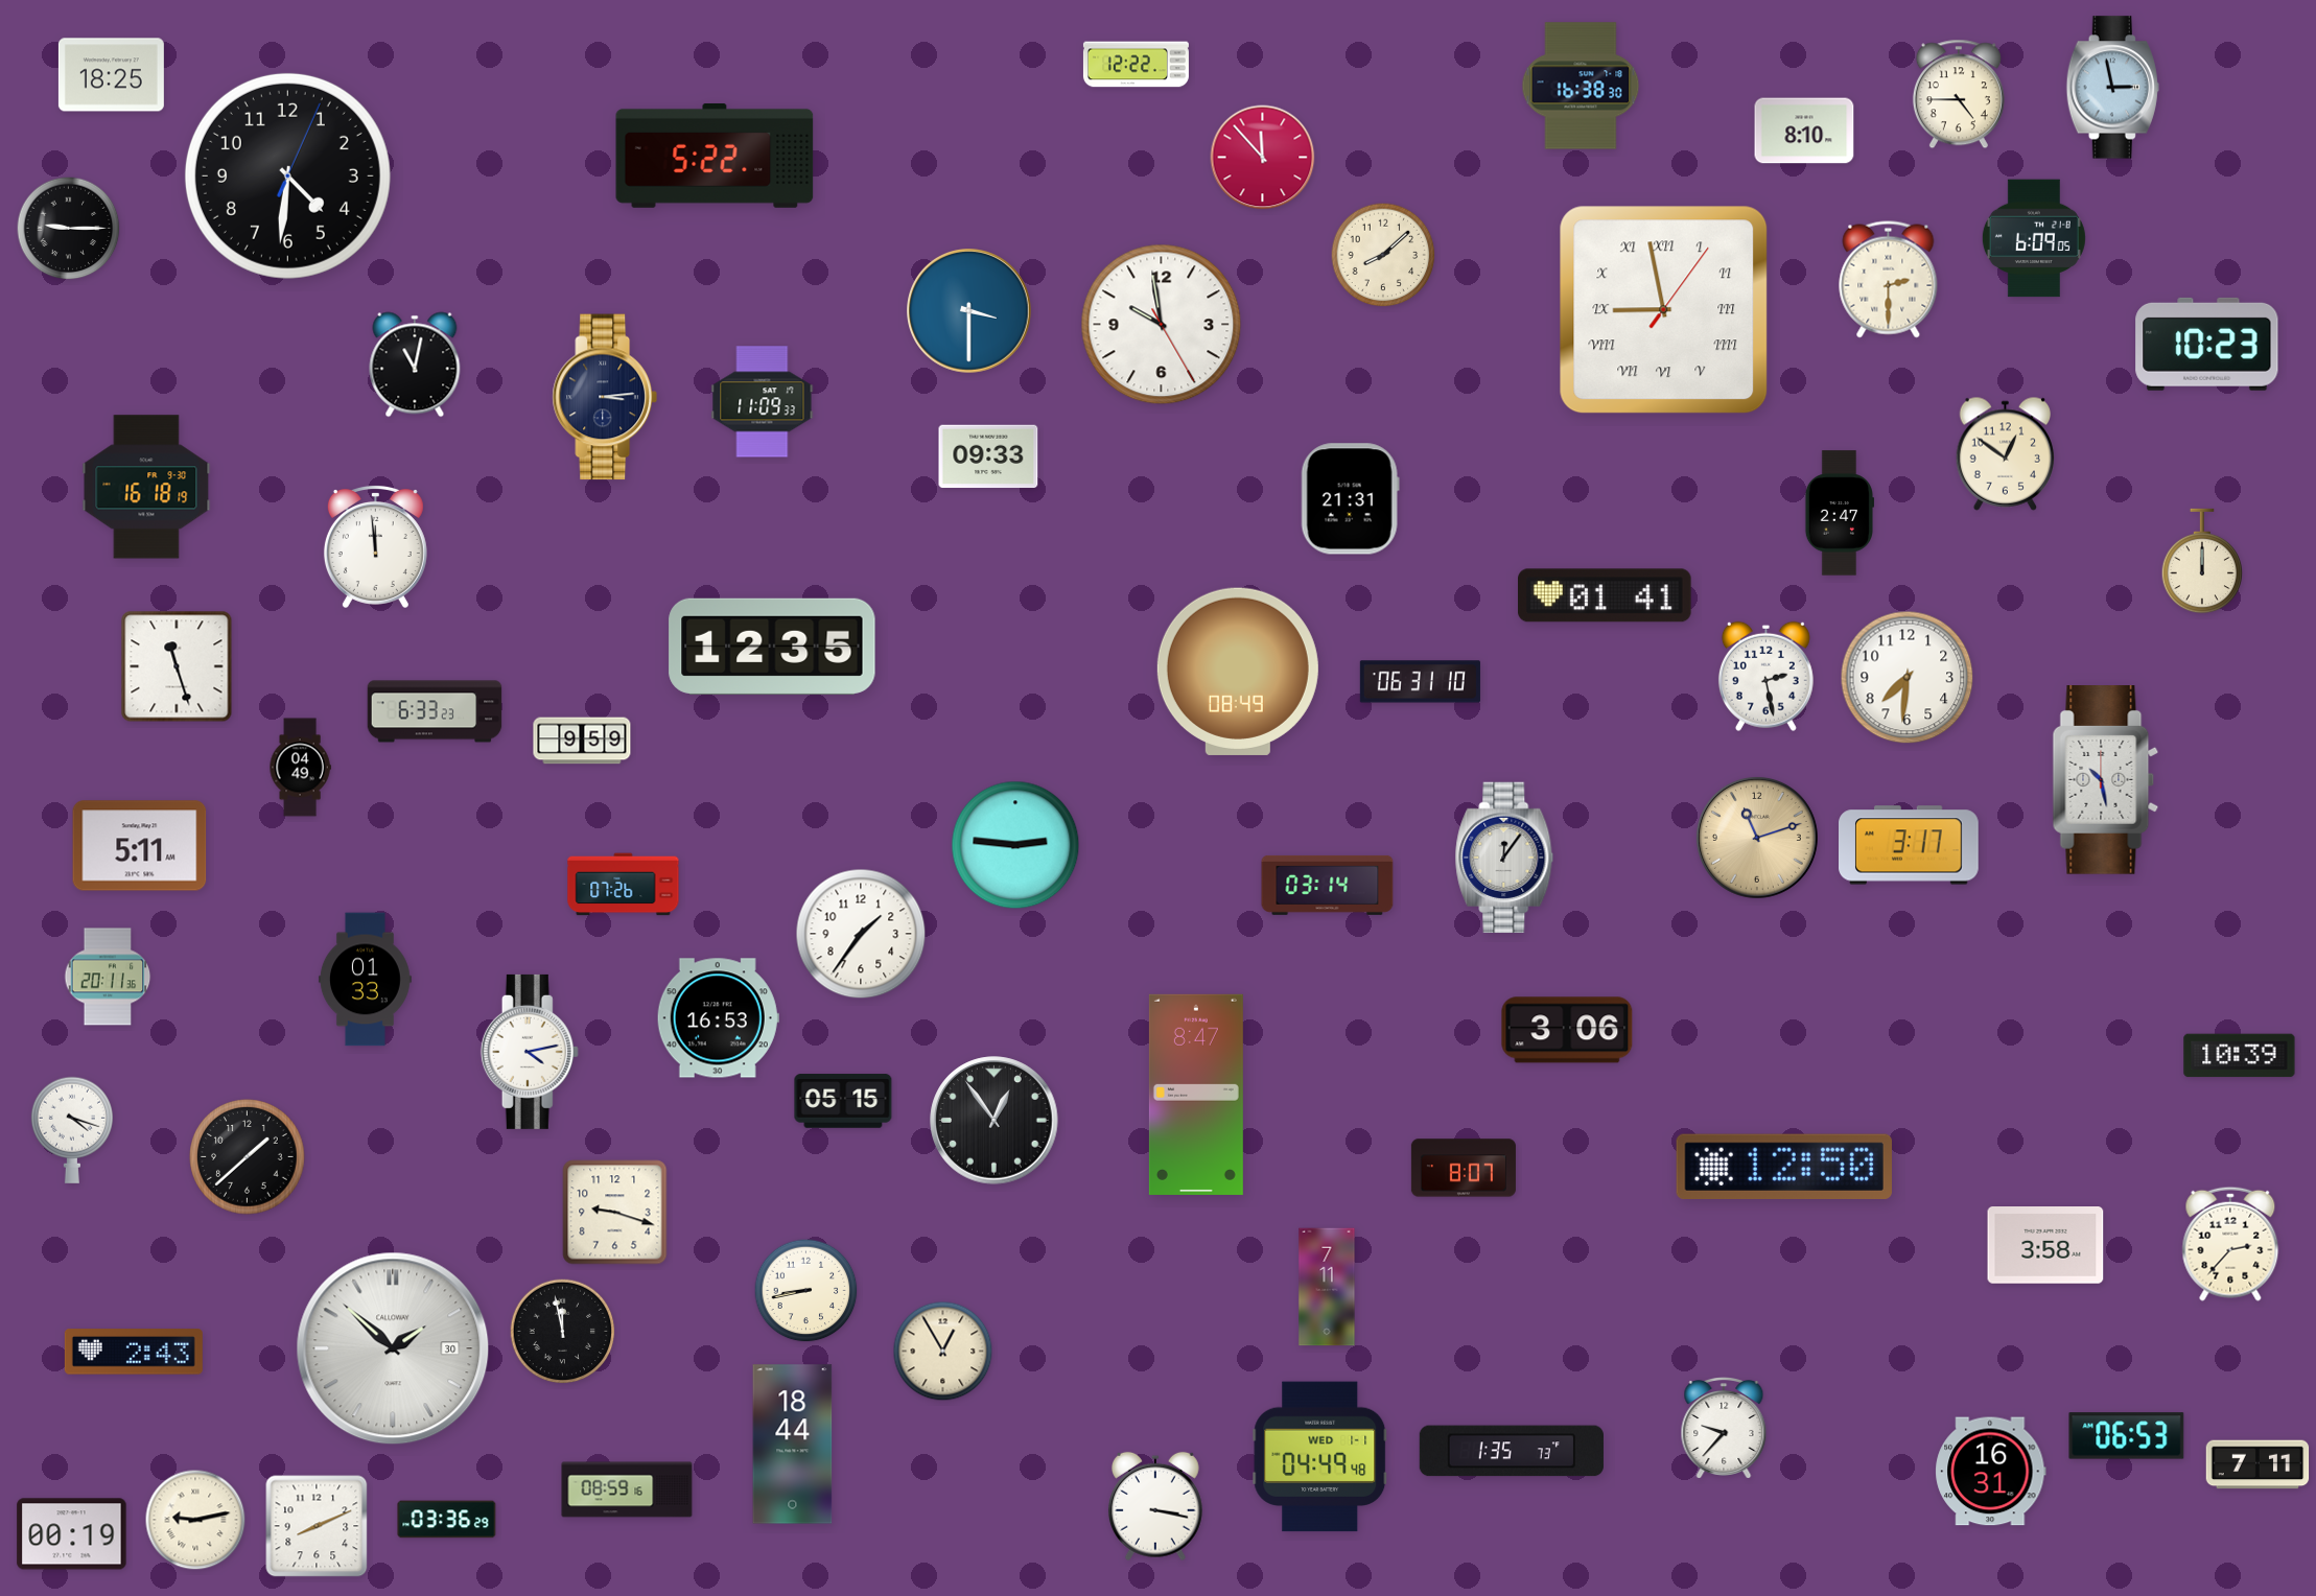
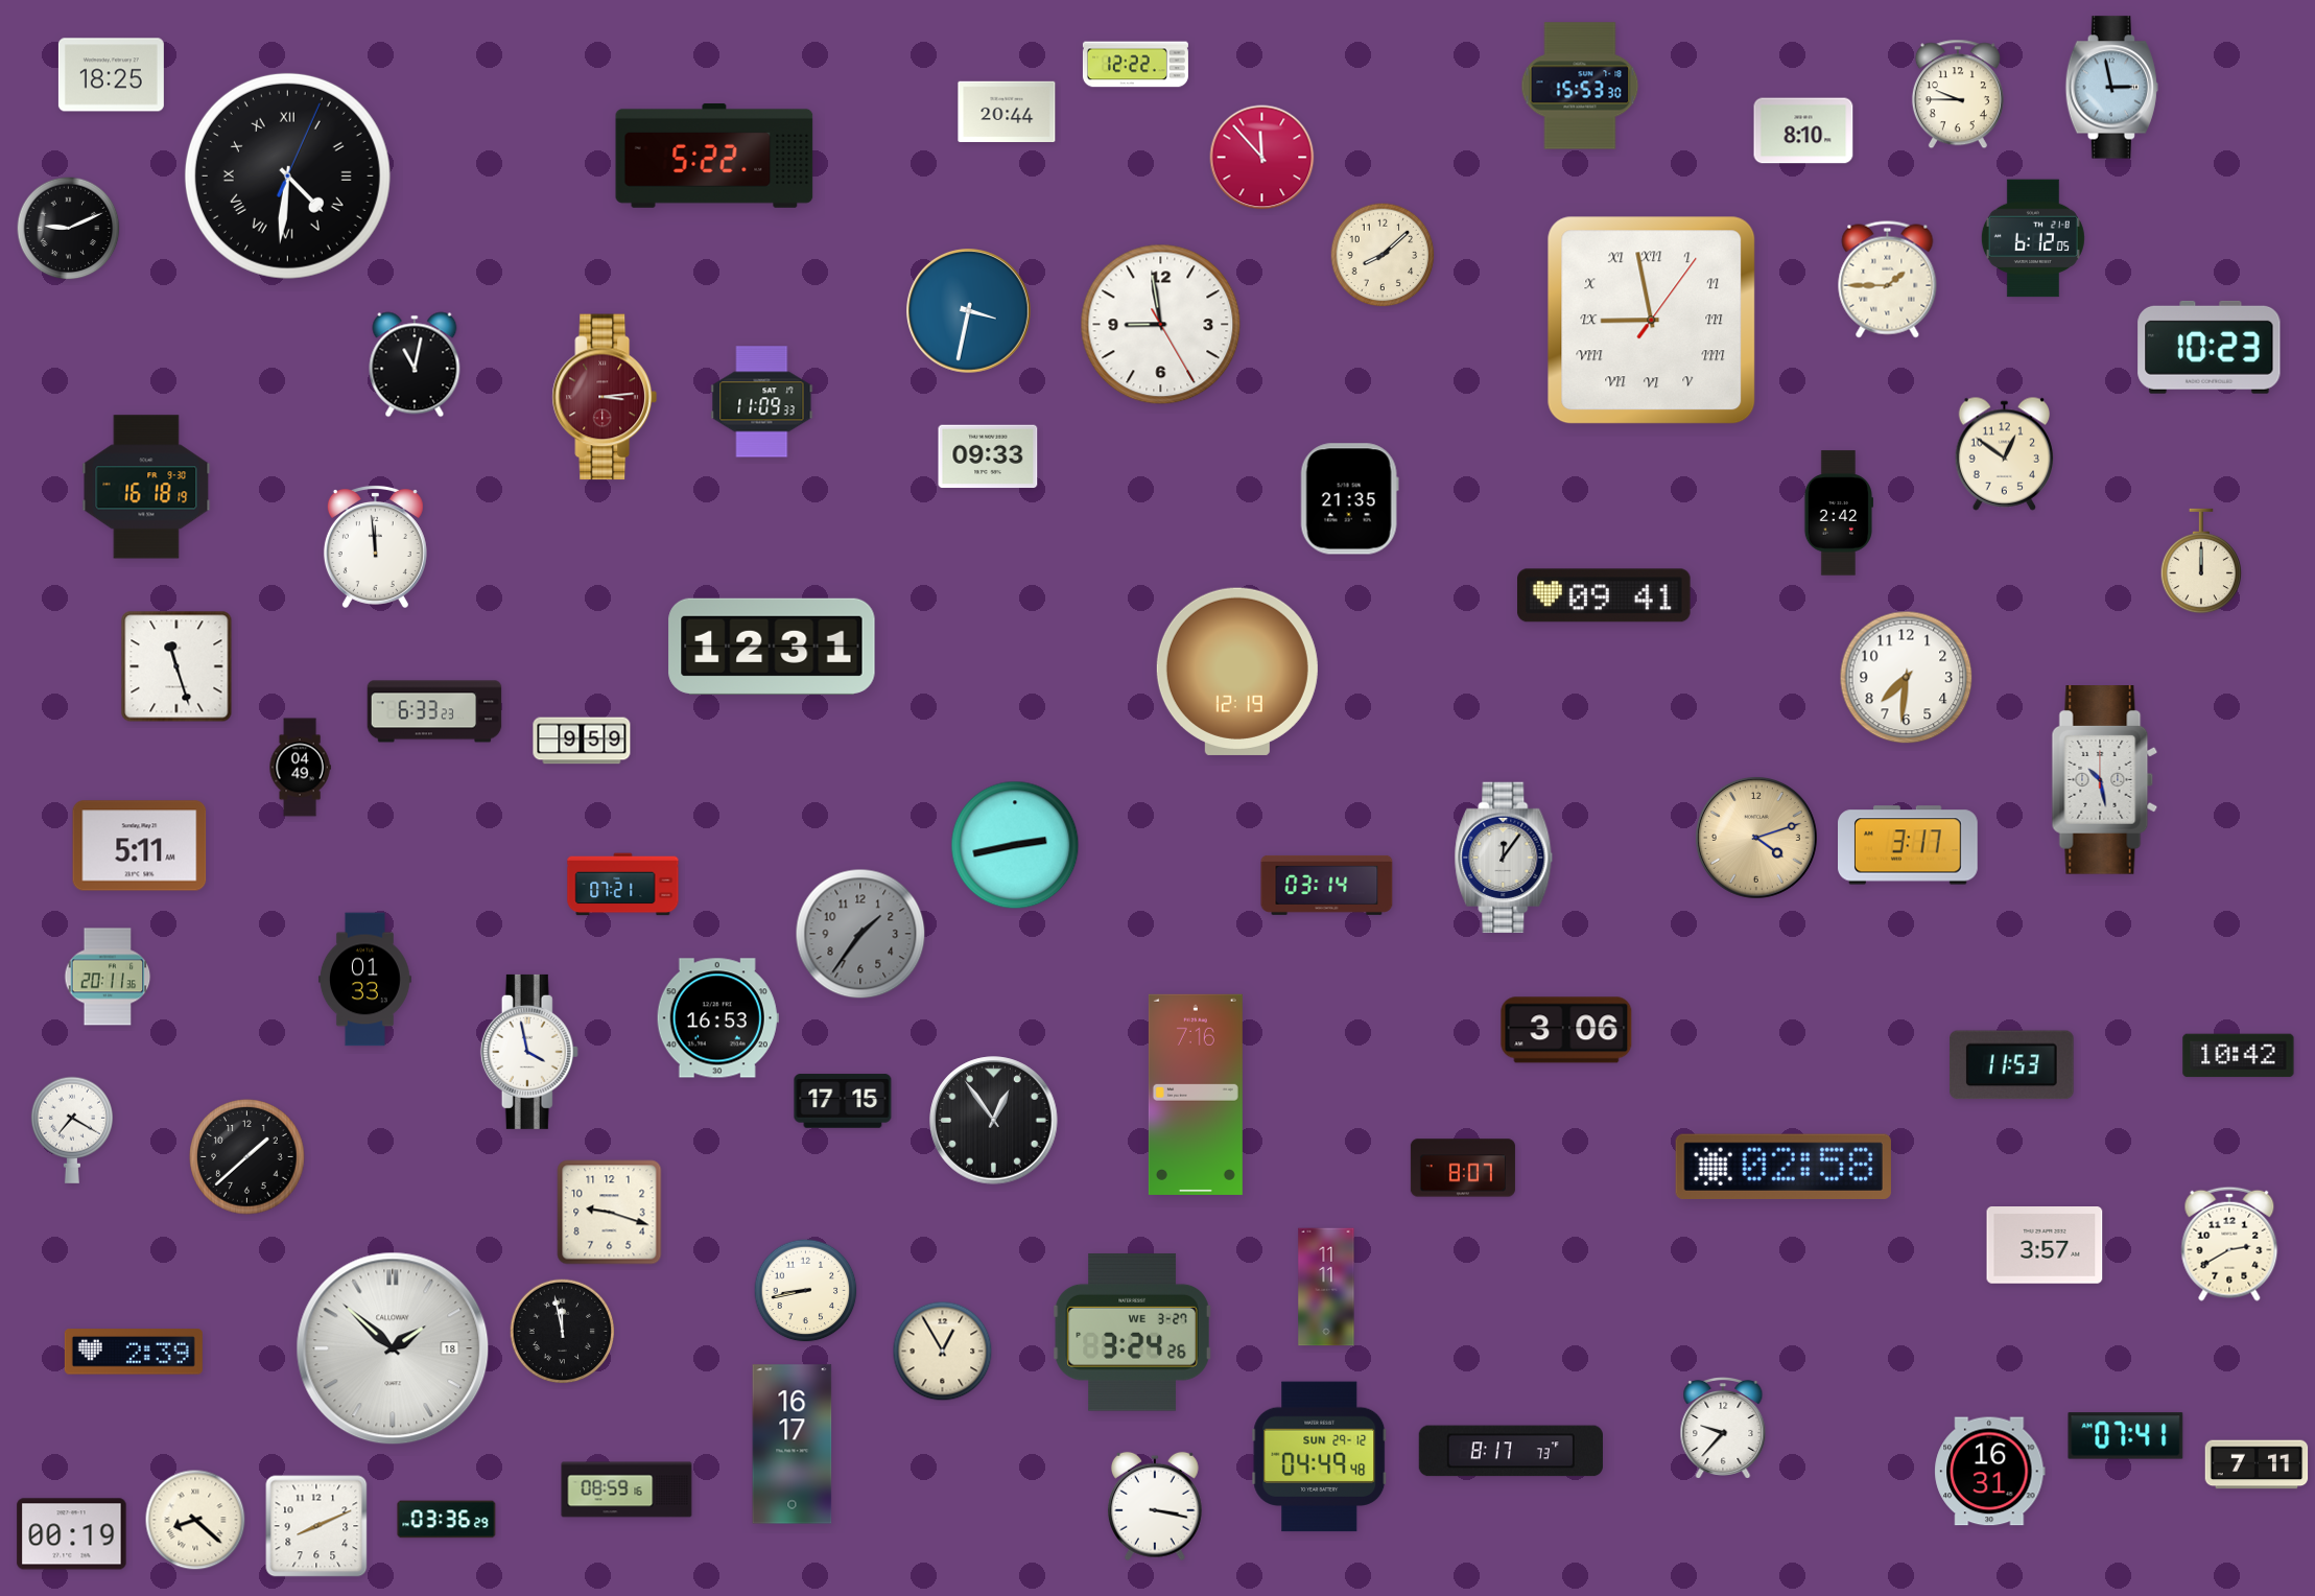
clock at (1581, 86): 16:38 -> 15:53
clock at (1959, 94): 4:45 -> 9:45
clock at (1007, 112): none -> 20:44
clock at (287, 175) numerals: Arabic -> Roman
clock at (69, 229): 9:15 -> 9:11
clock at (2034, 238): 6:09 -> 6:12
clock at (1889, 280): 2:30 -> 1:45
clock at (1664, 310) position: (1664, 310) -> (1652, 321)
clock at (969, 311): 3:30 -> 3:32
clock at (1162, 325): 9:58 -> 8:58
clock at (2207, 344) position: (2207, 344) -> (2210, 347)
clock at (605, 397) dial: navy -> burgundy
clock at (1350, 499): 21:31 -> 21:35
clock at (1839, 513): 2:47 -> 2:42
clock at (1606, 595): 01:41 -> 09:41
clock at (772, 647): 12:35 -> 12:31
clock at (1238, 672): 08:49 -> 12:19
clock at (1765, 676): 2:28 -> none
clock at (1420, 682): 06:31 -> none
clock at (1757, 838): 11:12 -> 4:12
clock at (1015, 845): 2:46 -> 2:43
clock at (624, 885): 07:26 -> 07:21
clock at (861, 934) dial: white -> grey
clock at (530, 1052): 4:13 -> 3:58
clock at (2240, 1056): 10:39 -> 10:42
clock at (2012, 1065): none -> 11:53
clock at (1196, 1095): 8:47 -> 7:16
clock at (843, 1101): 05:15 -> 17:15
clock at (72, 1130): 4:18 -> 7:20
clock at (1784, 1166): 12:50 -> 02:58
clock at (615, 1213) position: (615, 1213) -> (610, 1213)
clock at (2230, 1244): 2:37 -> 2:40
clock at (2045, 1245): 3:58 -> 3:57
clock at (1327, 1287): 7:11 -> 11:11
clock at (1132, 1332): none -> 3:24
clock at (393, 1348) date: 30 -> 18
clock at (134, 1352): 2:43 -> 2:39
clock at (2127, 1436): 06:53 -> 07:41
clock at (793, 1445): 18:44 -> 16:17
clock at (1512, 1451): 1:35 -> 8:17
clock at (1320, 1457) date: WED 1-1 -> SUN 29-12
clock at (195, 1520): 9:13 -> 8:22
